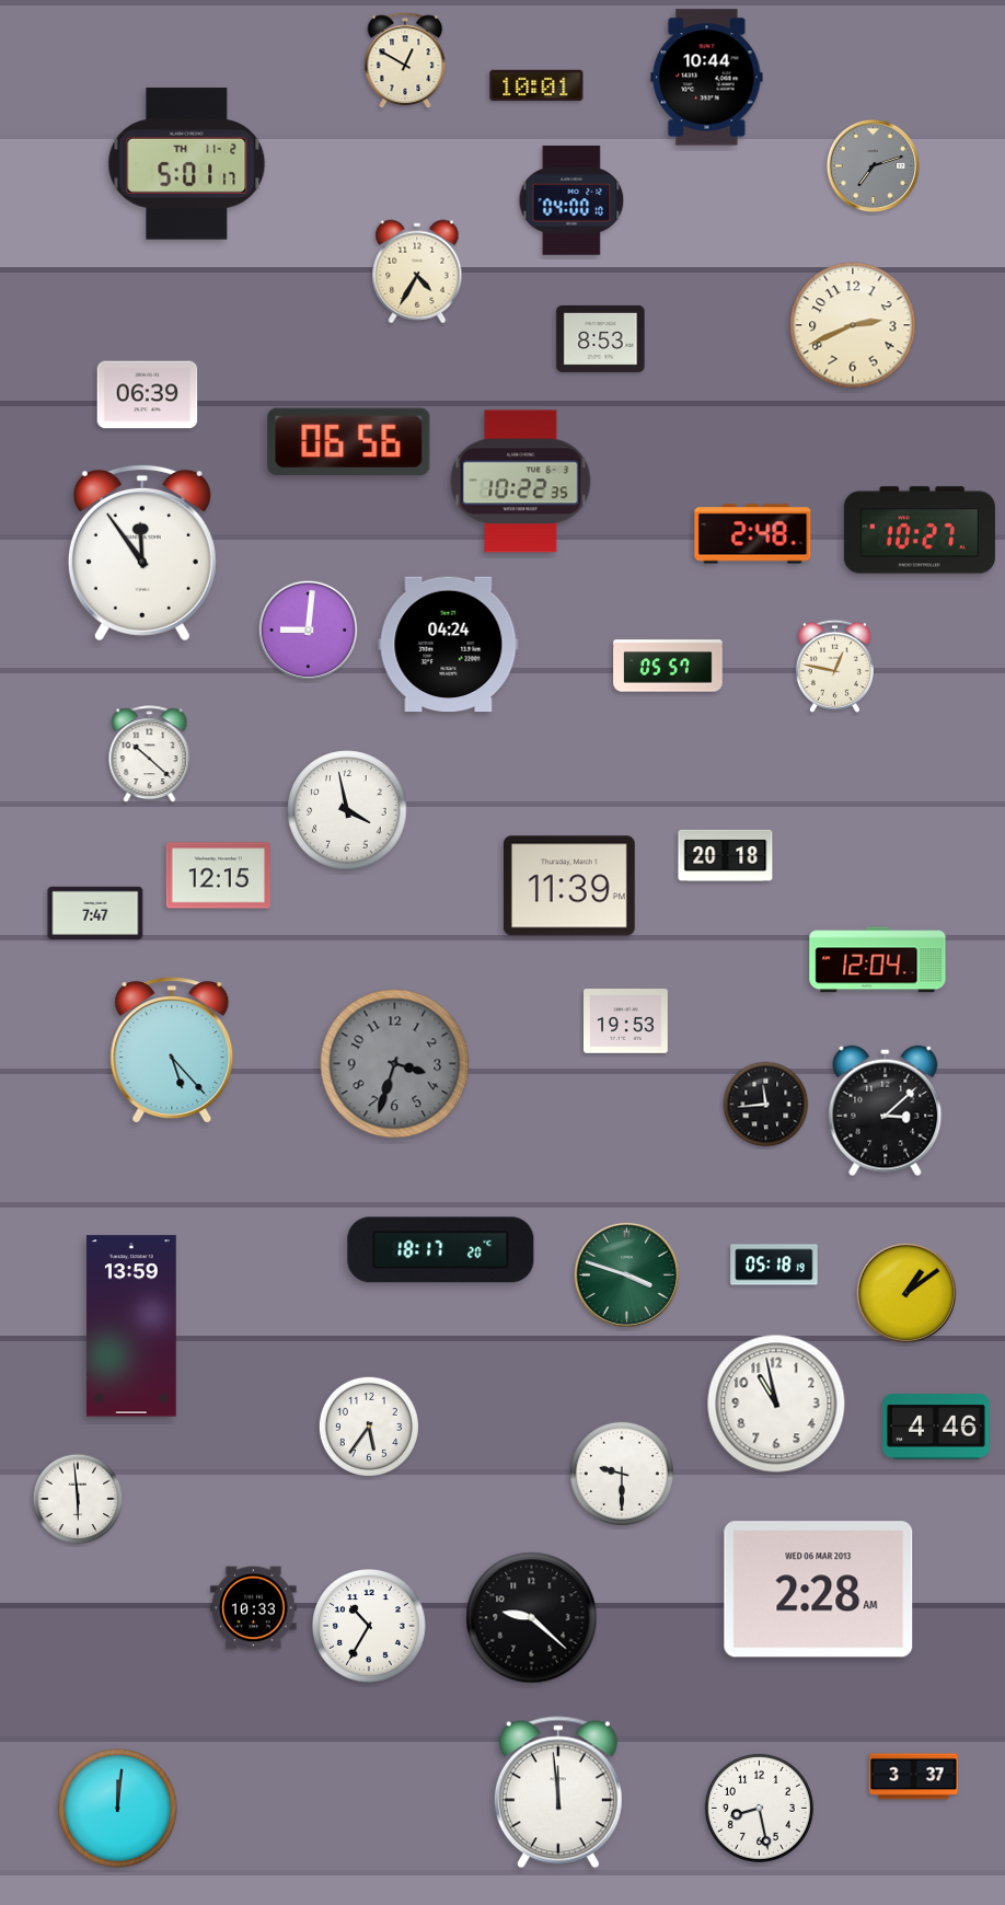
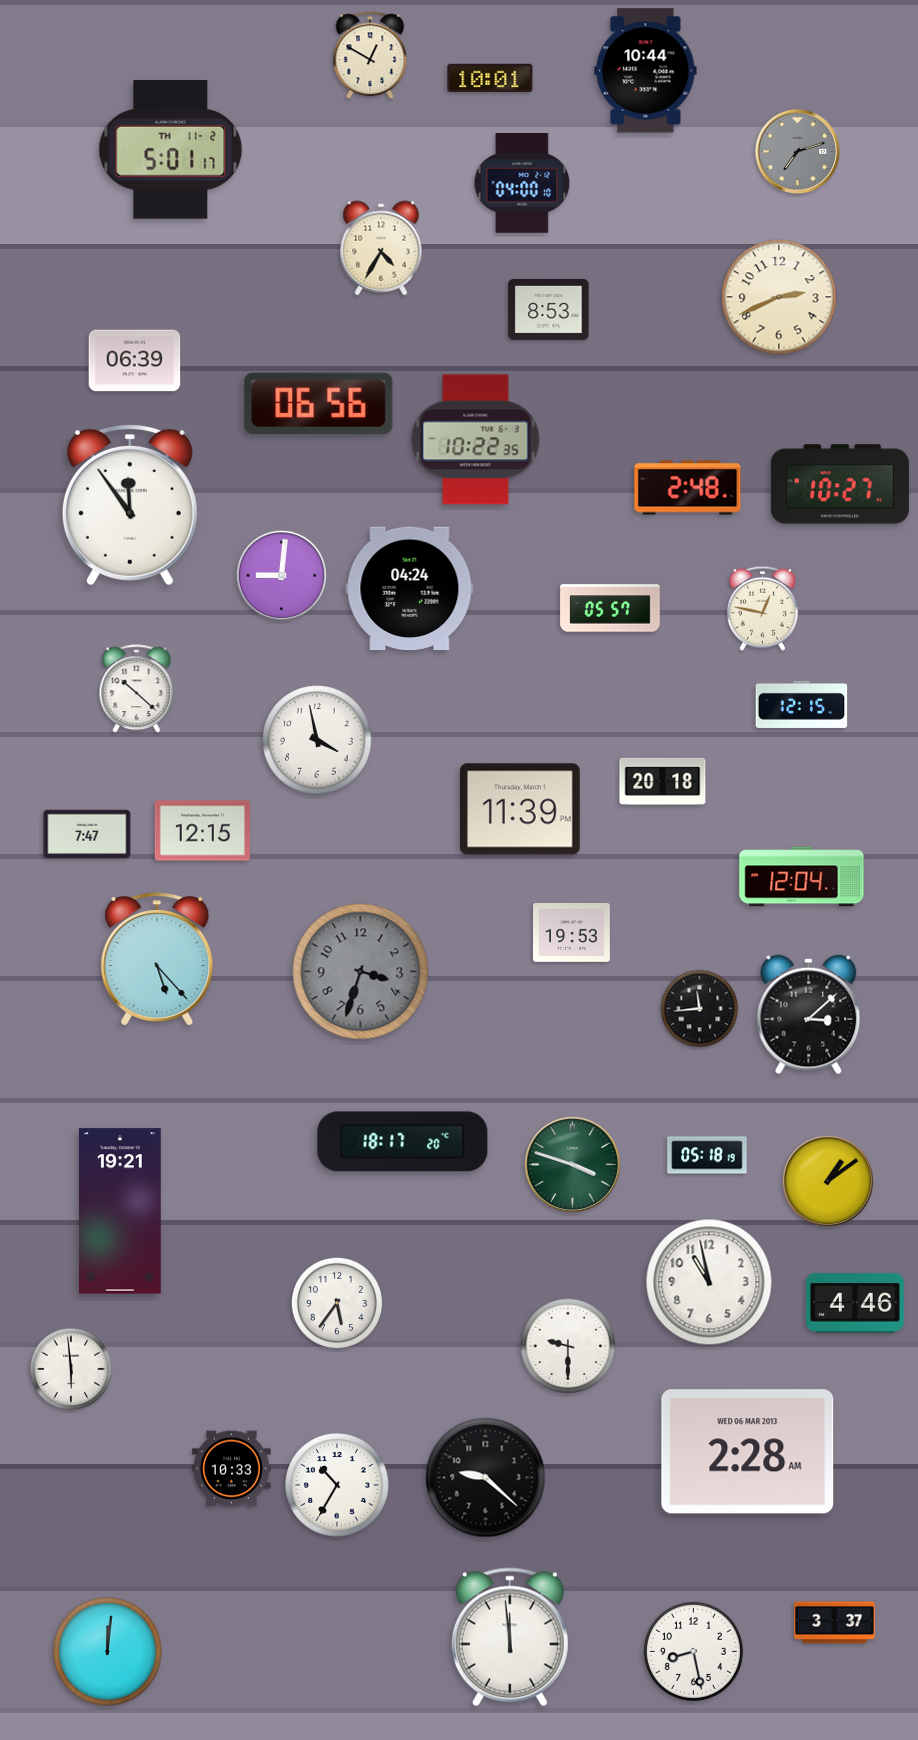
clock at (802, 704): none -> 12:15
clock at (218, 876) position: (218, 876) -> (202, 831)
clock at (131, 1326): 13:59 -> 19:21
